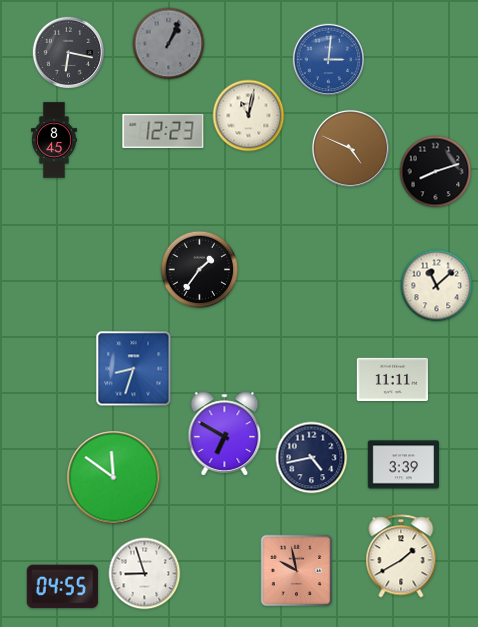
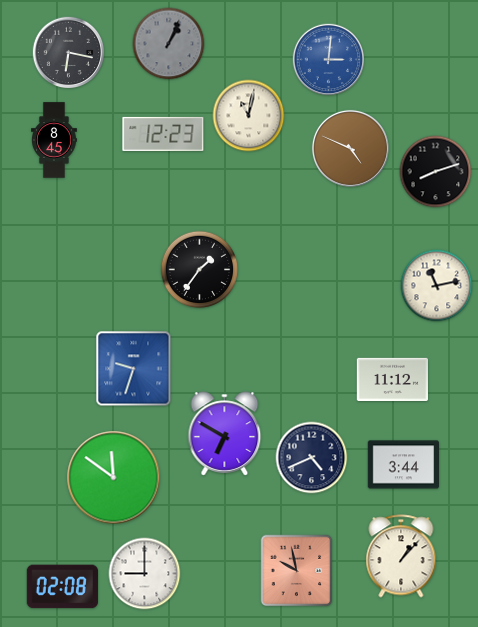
clock at (163, 131) position: (163, 131) -> (163, 134)
clock at (437, 286): 11:08 -> 11:13
clock at (134, 369): 8:33 -> 9:33
clock at (392, 379): 11:11 -> 11:12
clock at (312, 458): 4:43 -> 4:41
clock at (403, 465): 3:39 -> 3:44
clock at (401, 556): 1:40 -> 1:07
clock at (145, 574): 8:57 -> 9:00
clock at (62, 587): 04:55 -> 02:08
